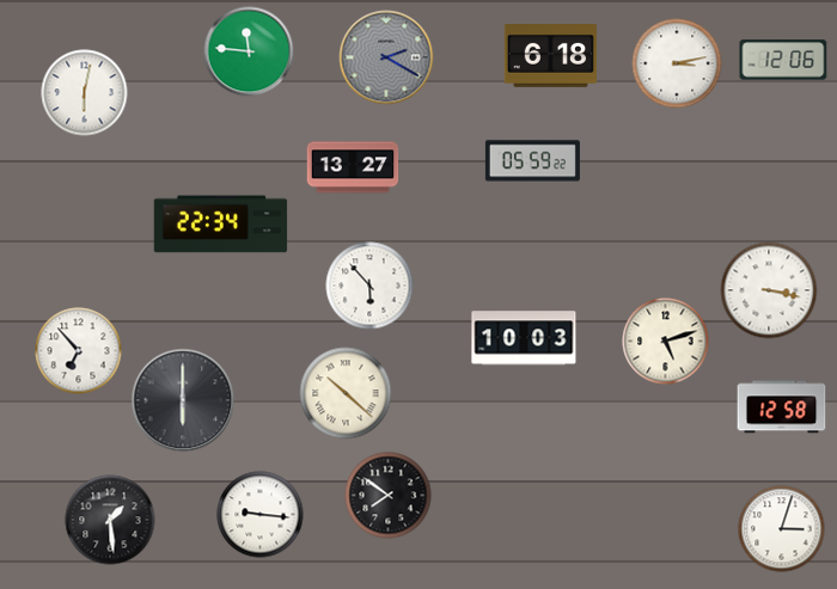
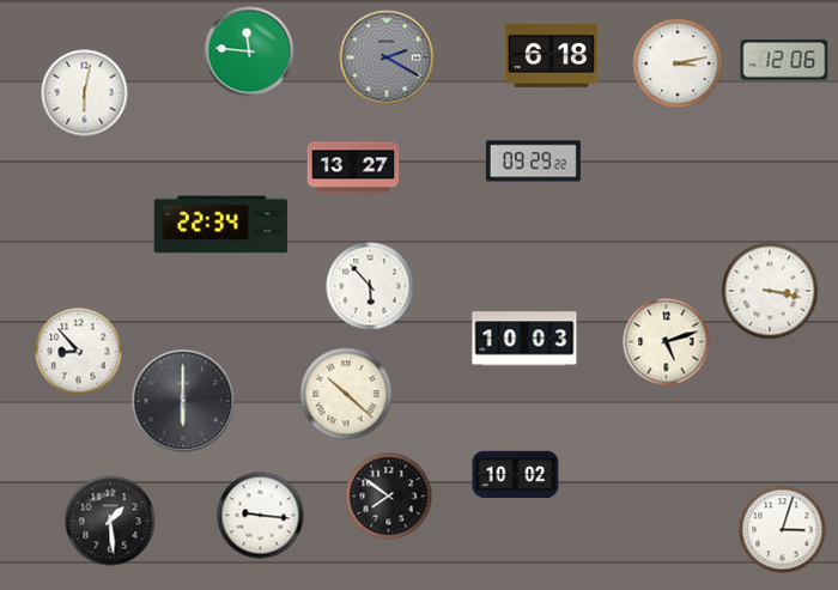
clock at (532, 161): 05:59 -> 09:29
clock at (79, 351): 6:53 -> 8:53
clock at (782, 407): 12:58 -> none
clock at (516, 474): none -> 10:02
